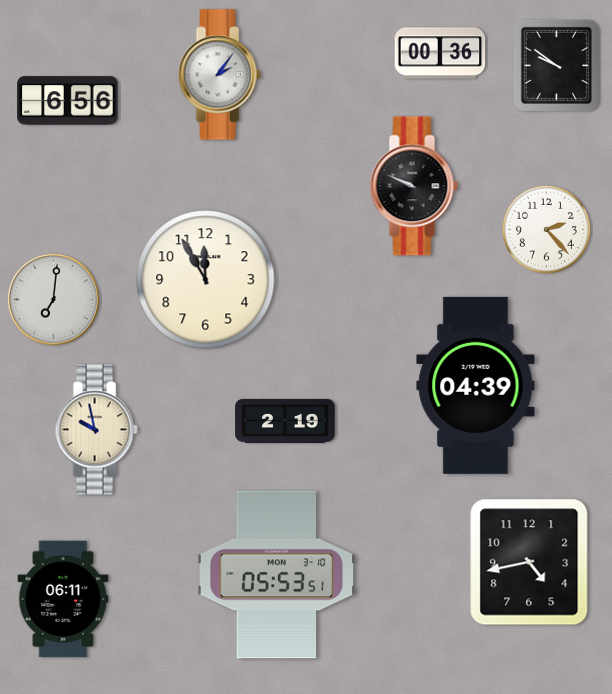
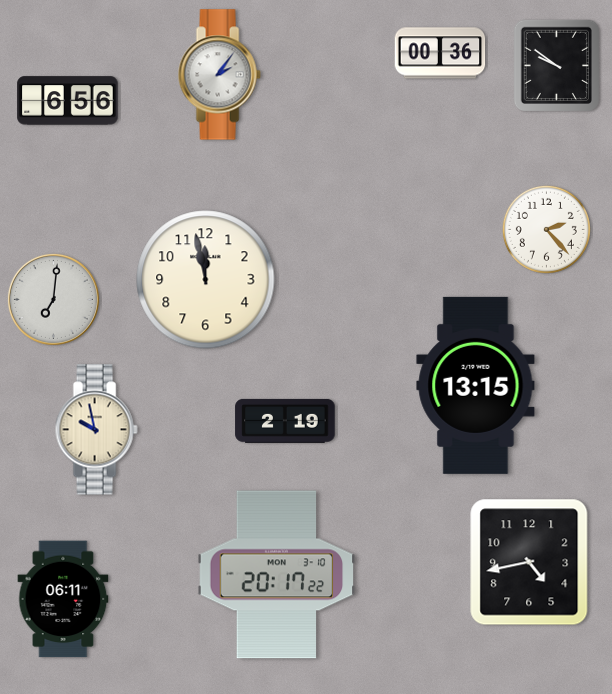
clock at (414, 186): 9:49 -> none
clock at (206, 280): 11:55 -> 11:58
clock at (476, 385): 04:39 -> 13:15
clock at (277, 575): 05:53 -> 20:17
